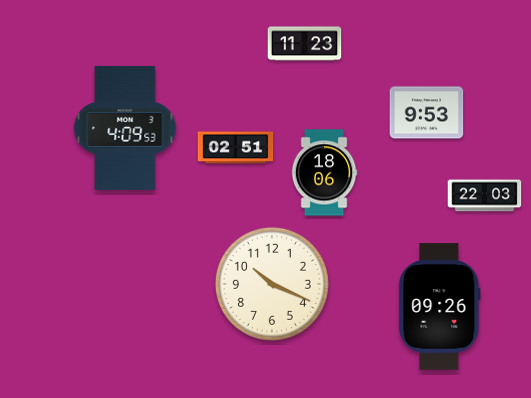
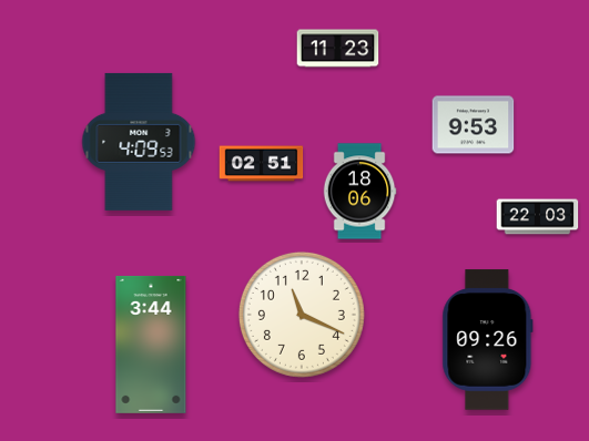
clock at (272, 284): 10:19 -> 11:19
clock at (151, 345): none -> 3:44
